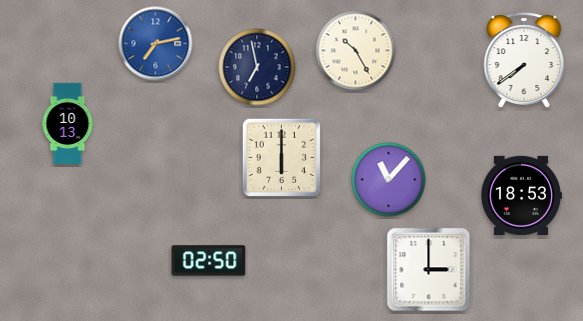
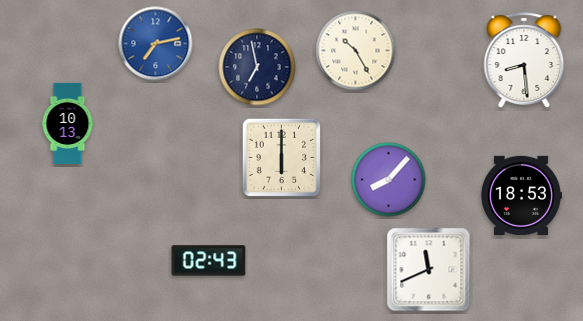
clock at (524, 60): 7:39 -> 8:29
clock at (389, 180): 11:07 -> 8:07
clock at (209, 261): 02:50 -> 02:43
clock at (429, 270): 3:00 -> 11:41
